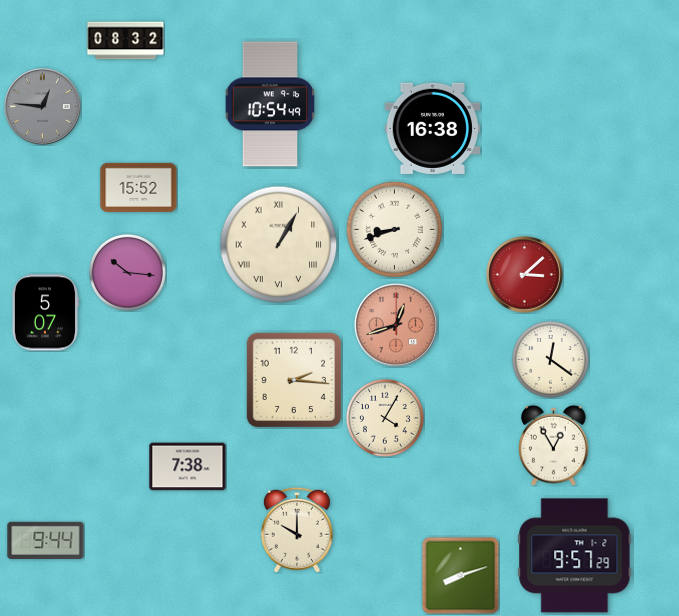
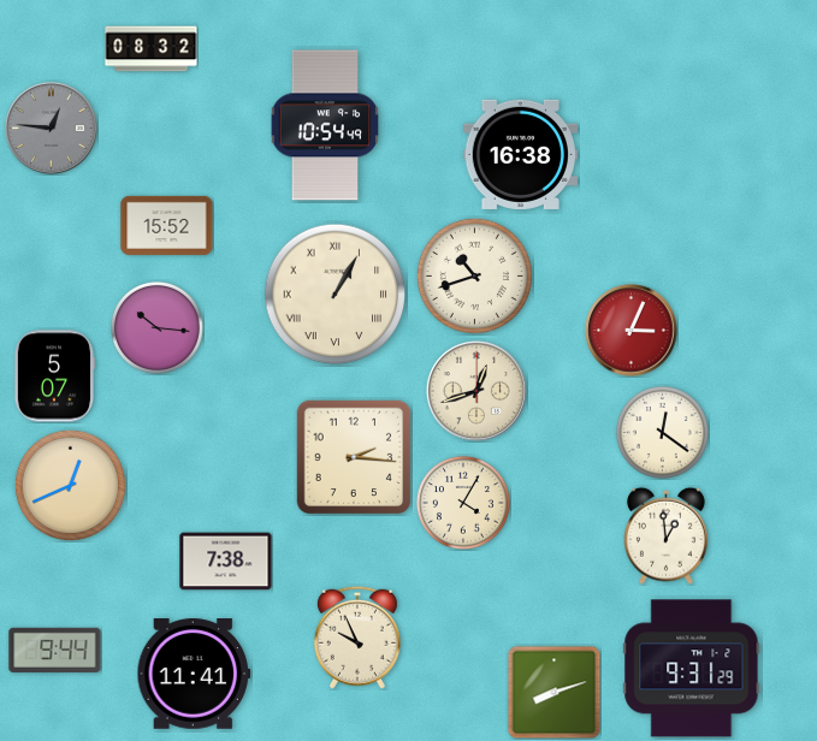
clock at (394, 229): 8:42 -> 10:42
clock at (127, 272) position: (127, 272) -> (156, 327)
clock at (525, 275): 3:08 -> 3:04
clock at (396, 325) dial: salmon -> cream
clock at (70, 485): none -> 12:41
clock at (554, 445): 12:55 -> 12:59
clock at (297, 530): 10:00 -> 9:56
clock at (575, 556): 9:57 -> 9:31
clock at (194, 674): none -> 11:41
